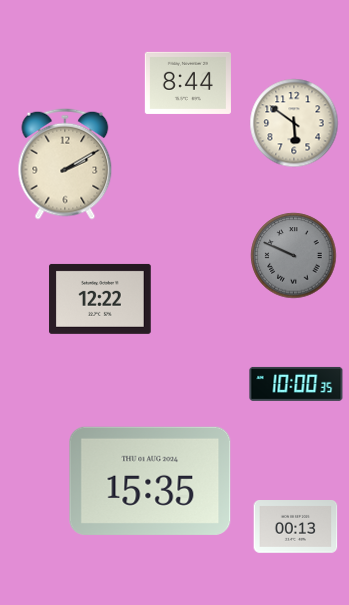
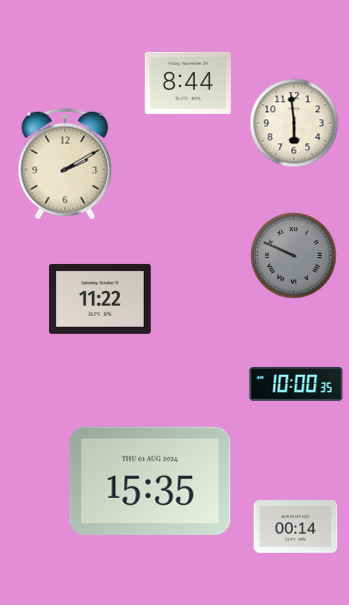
clock at (294, 123): 5:51 -> 5:59
clock at (100, 299): 12:22 -> 11:22
clock at (296, 527): 00:13 -> 00:14
